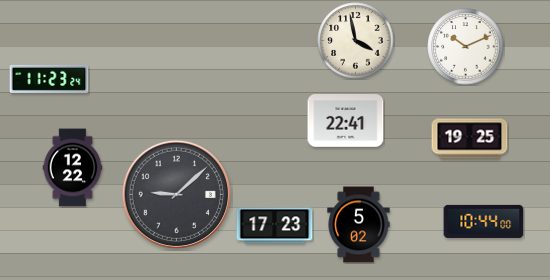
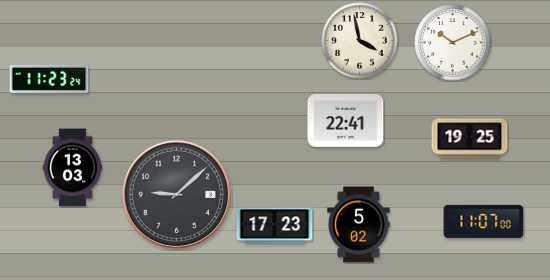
clock at (356, 41) position: (356, 41) -> (360, 41)
clock at (466, 47) position: (466, 47) -> (453, 43)
clock at (73, 168): 12:22 -> 13:03
clock at (484, 221): 10:44 -> 11:07
